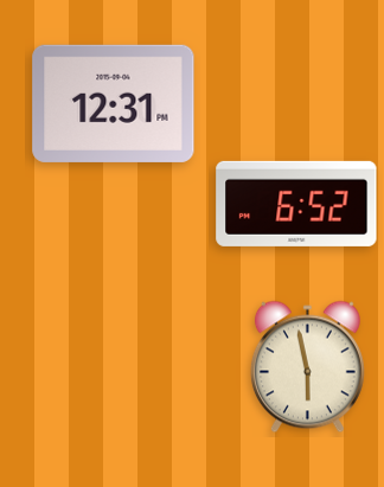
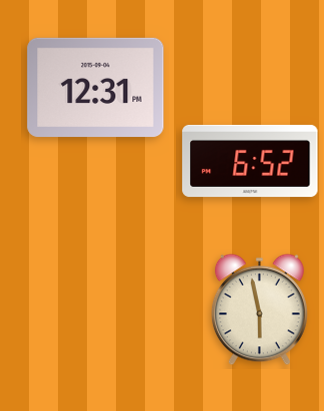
clock at (296, 204) position: (296, 204) -> (250, 161)
